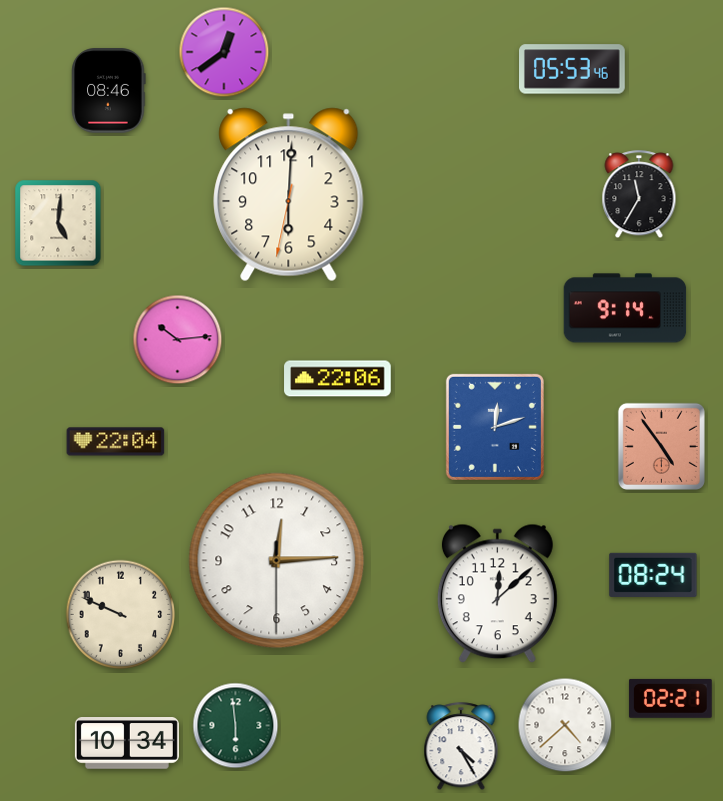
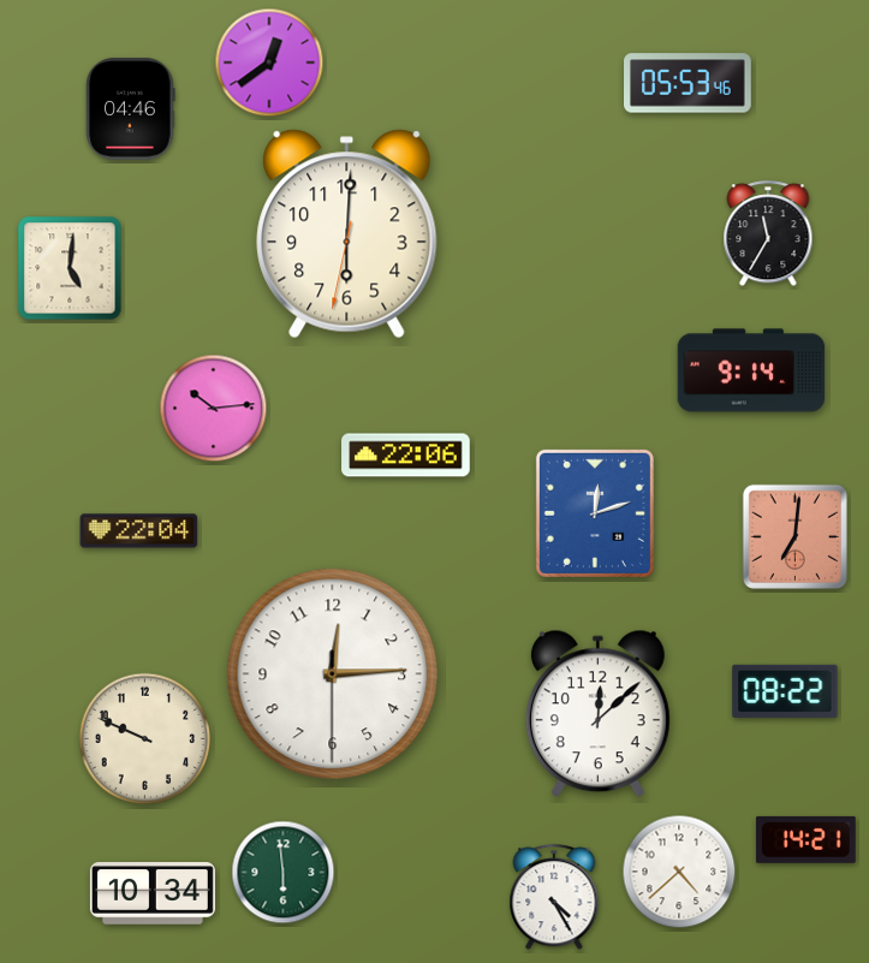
clock at (109, 91): 08:46 -> 04:46
clock at (661, 446): 4:54 -> 7:01
clock at (653, 575): 08:24 -> 08:22
clock at (670, 698): 02:21 -> 14:21
